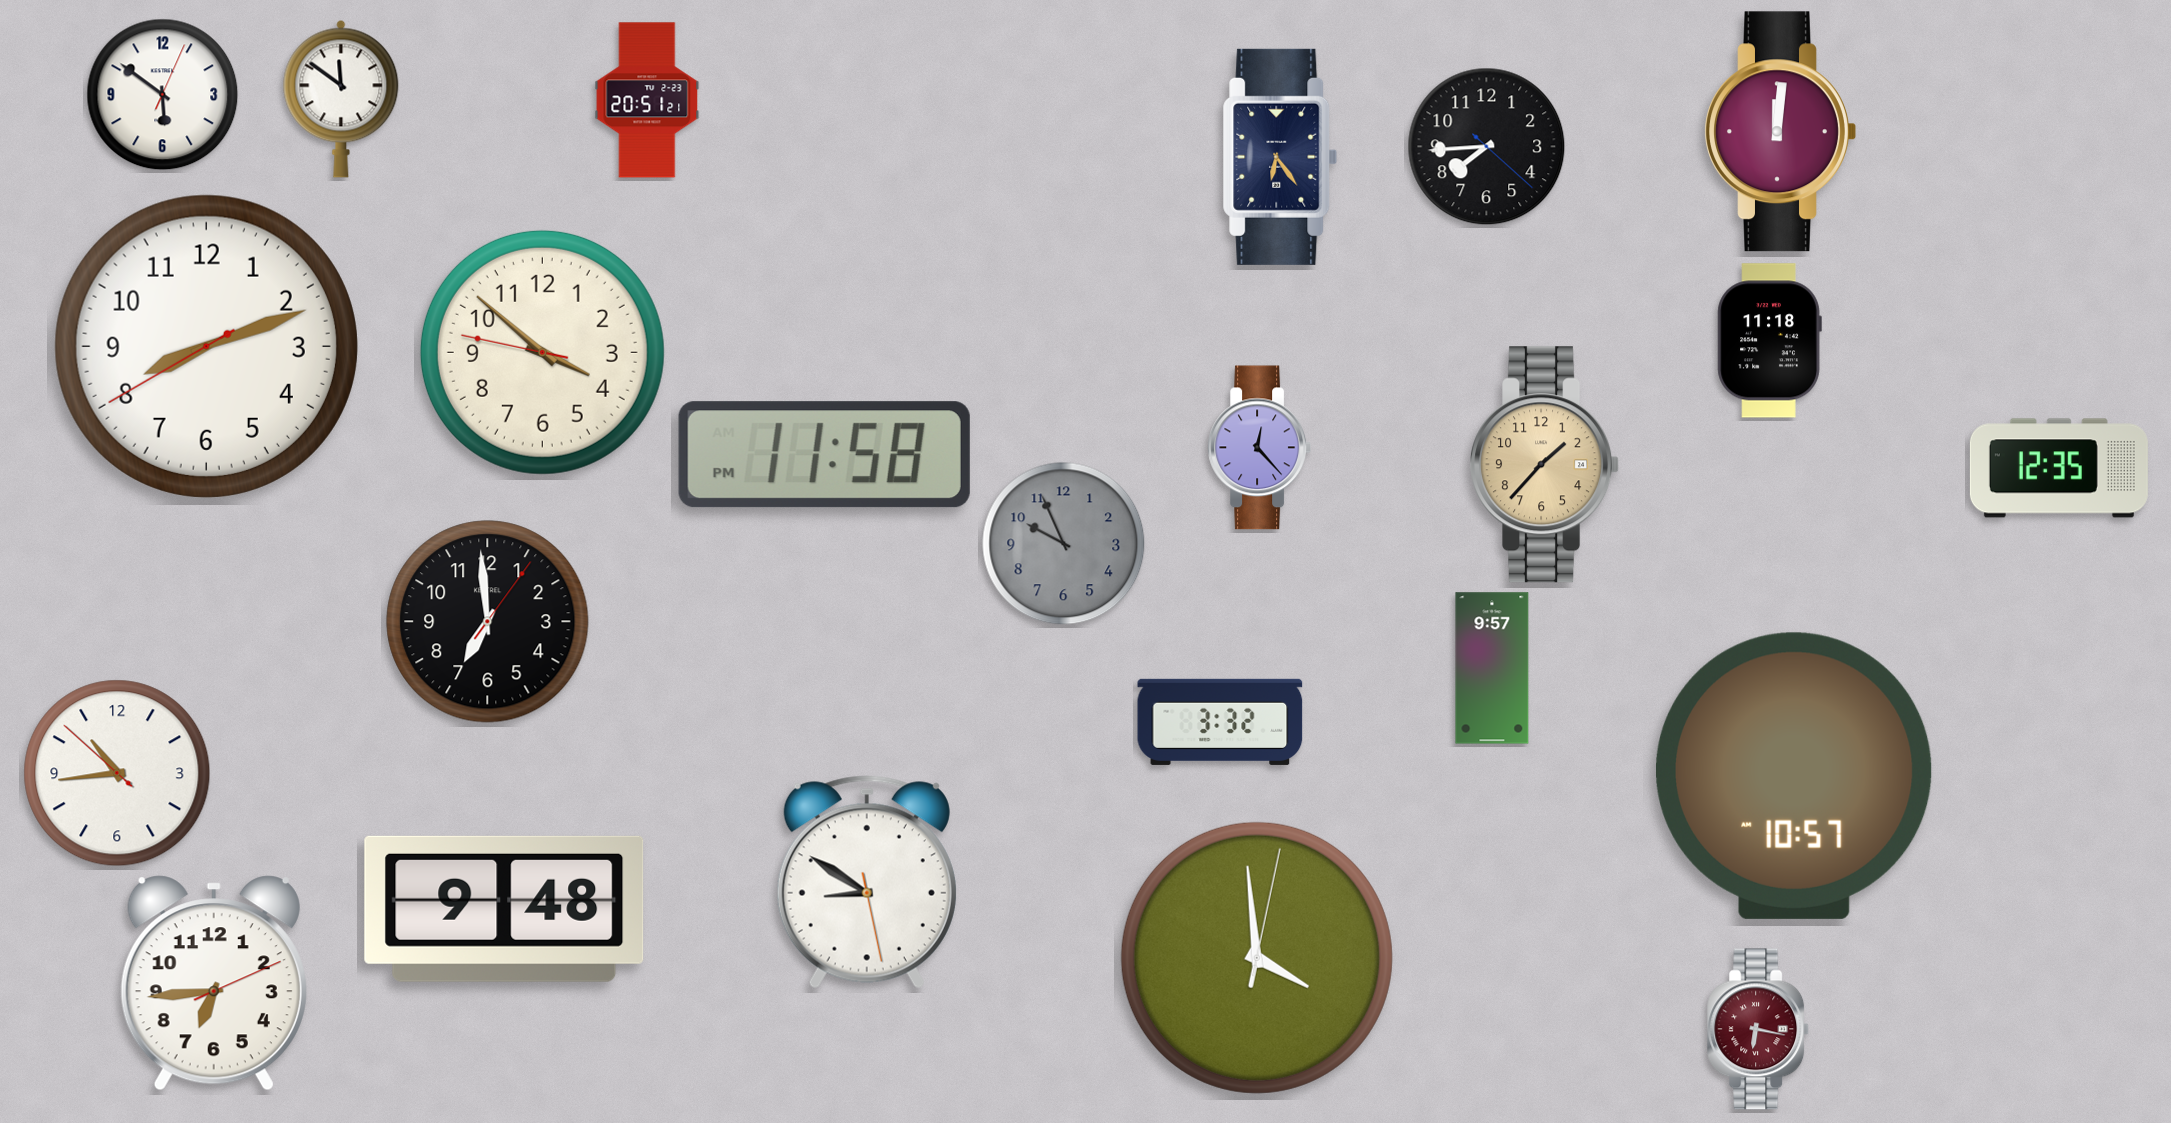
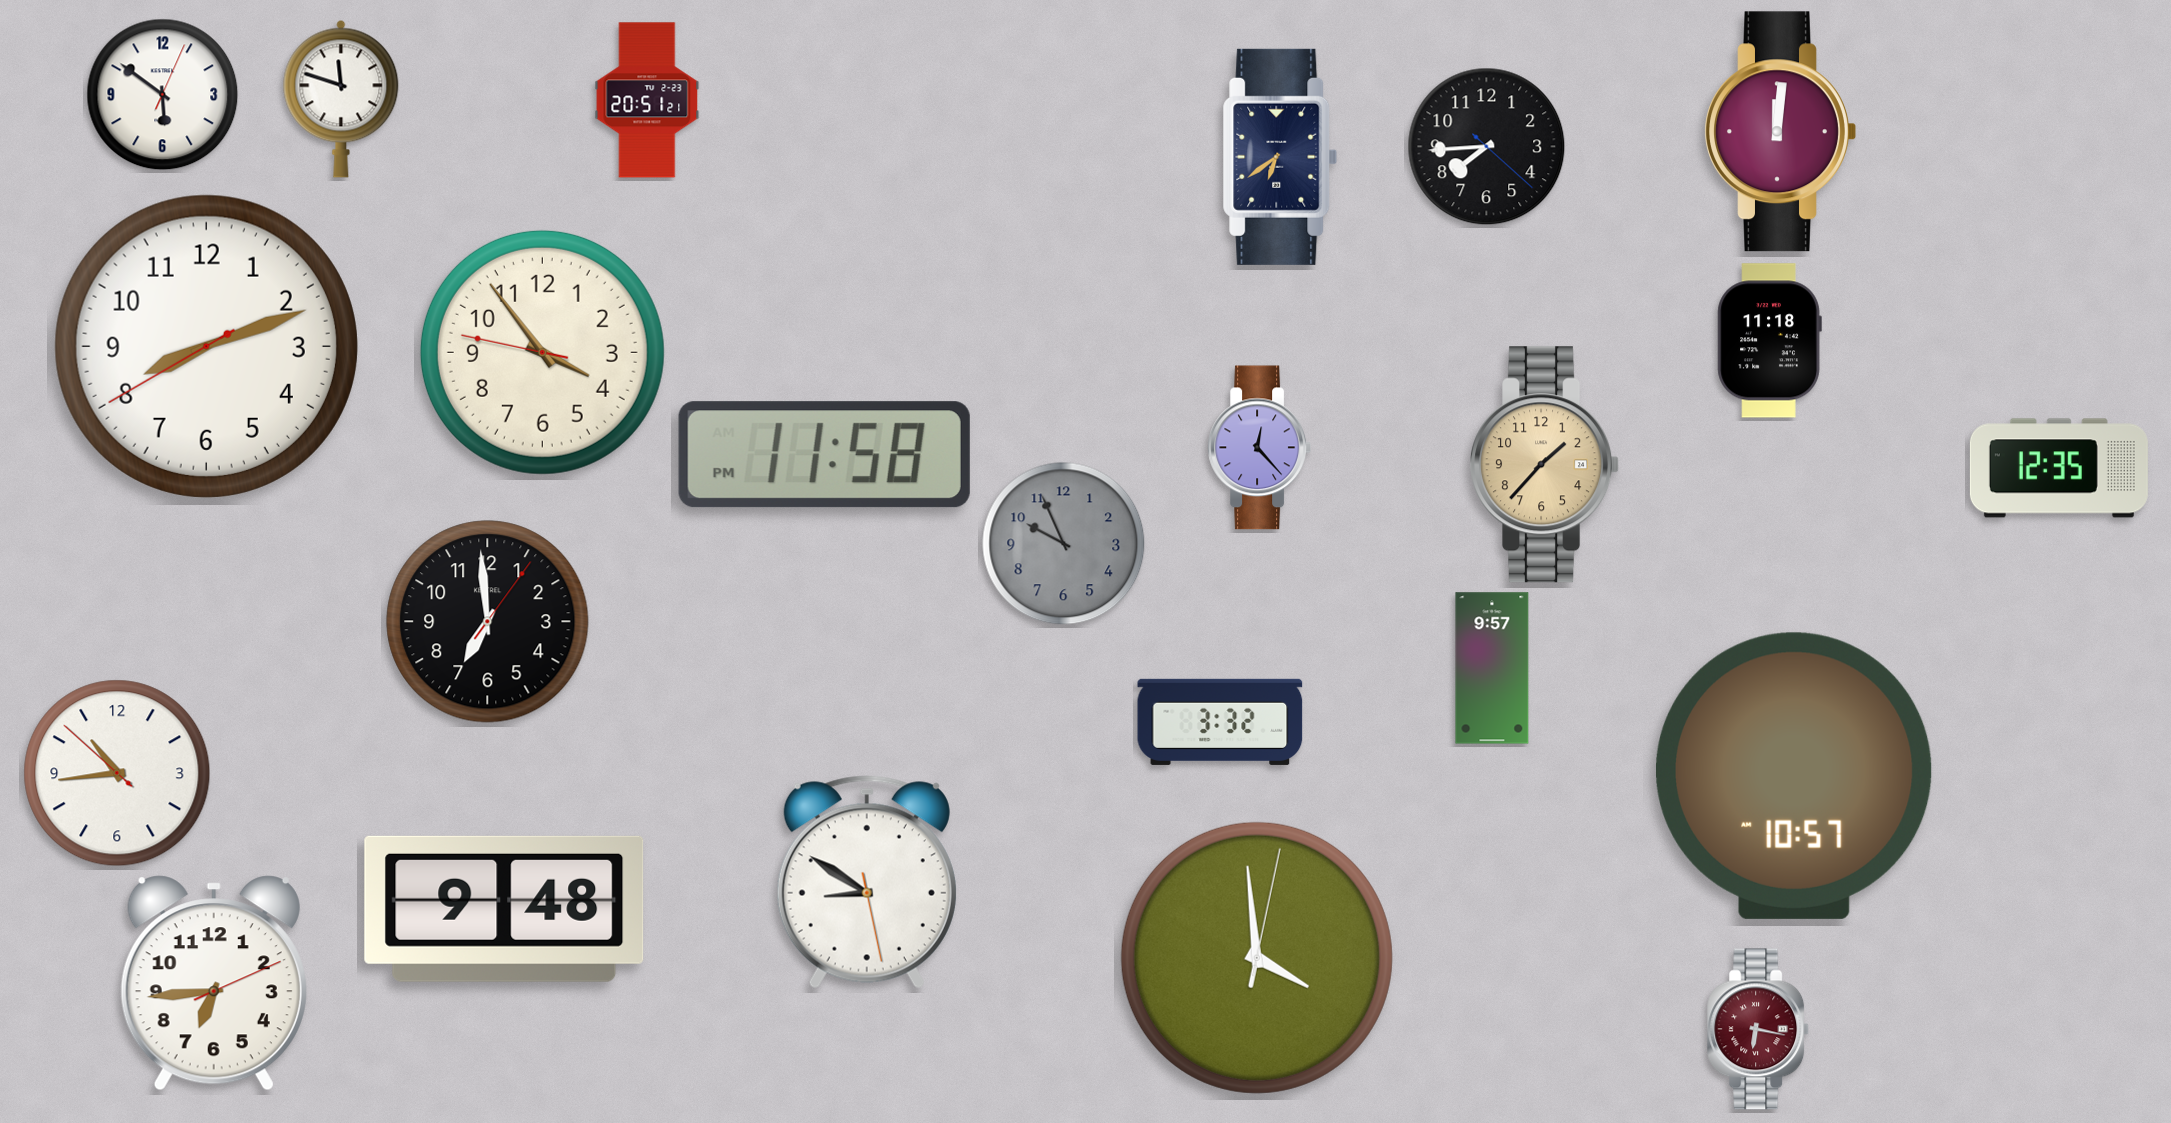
clock at (341, 99): 11:51 -> 11:48
clock at (1280, 157): 6:24 -> 6:39
clock at (542, 352): 3:51 -> 3:53
